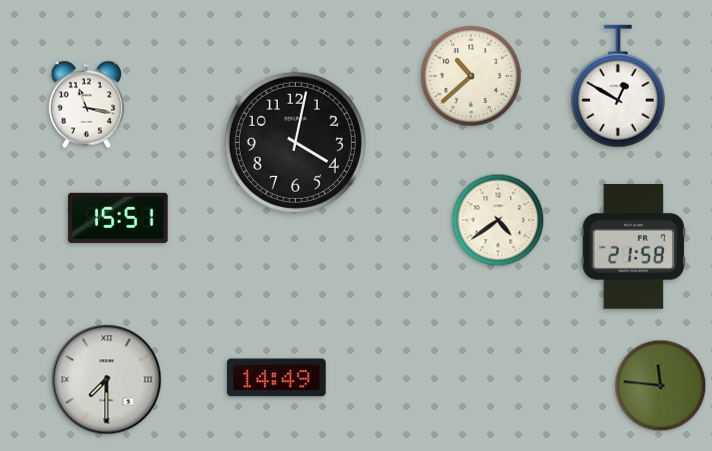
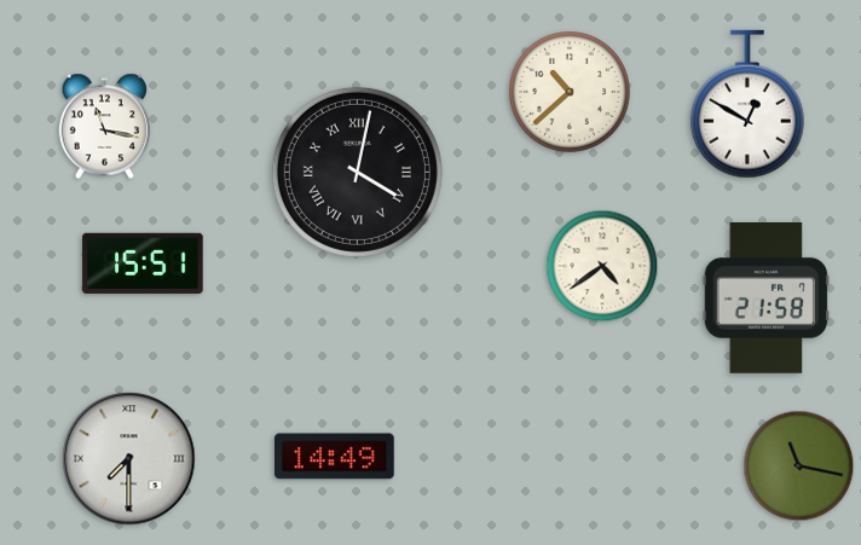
clock at (295, 142) numerals: Arabic -> Roman
clock at (661, 386): 11:46 -> 11:17
